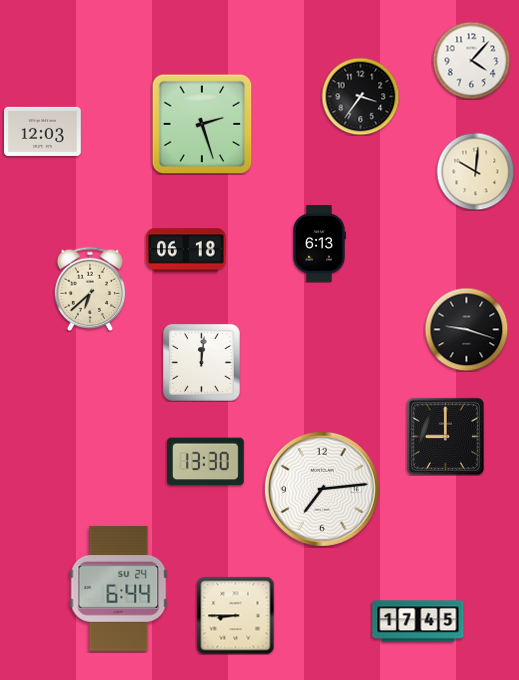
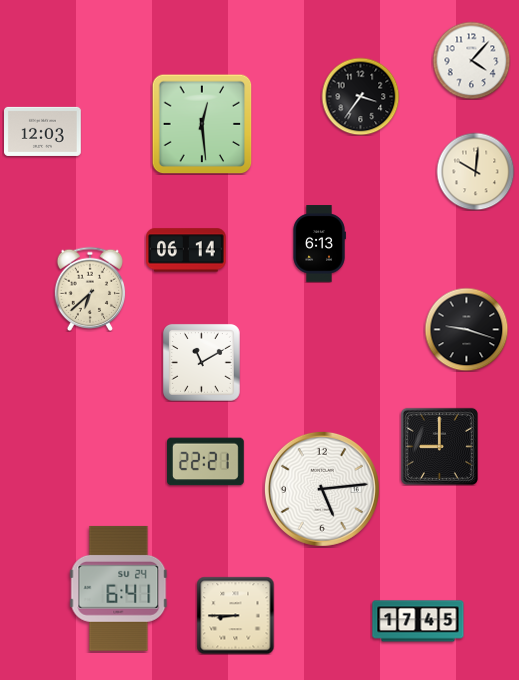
clock at (202, 124): 2:27 -> 12:29
clock at (186, 250): 06:18 -> 06:14
clock at (201, 362): 12:01 -> 11:10
clock at (445, 436) position: (445, 436) -> (439, 446)
clock at (206, 462): 13:30 -> 22:21
clock at (322, 489): 7:14 -> 5:14
clock at (119, 588): 6:44 -> 6:41
